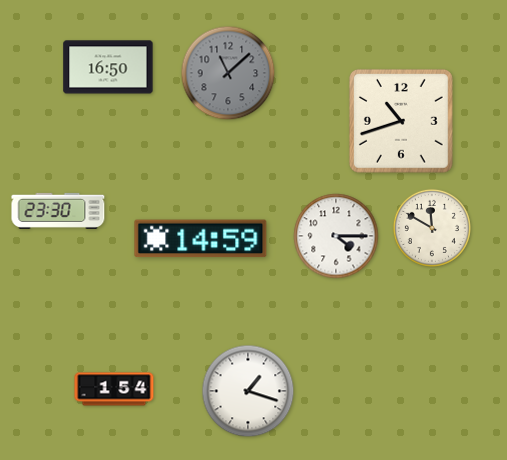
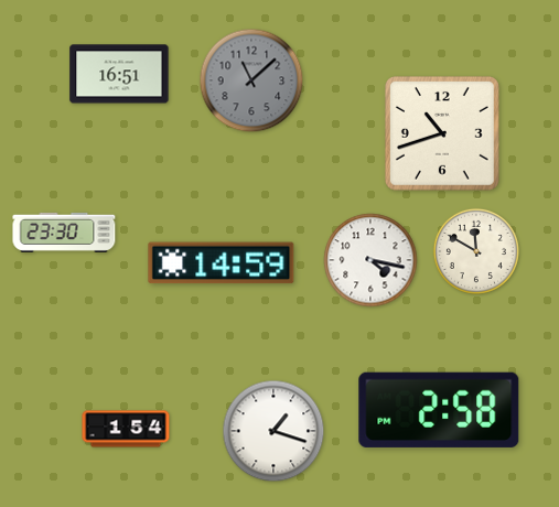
clock at (108, 67): 16:50 -> 16:51
clock at (336, 236): 4:15 -> 4:17
clock at (439, 410): none -> 2:58
